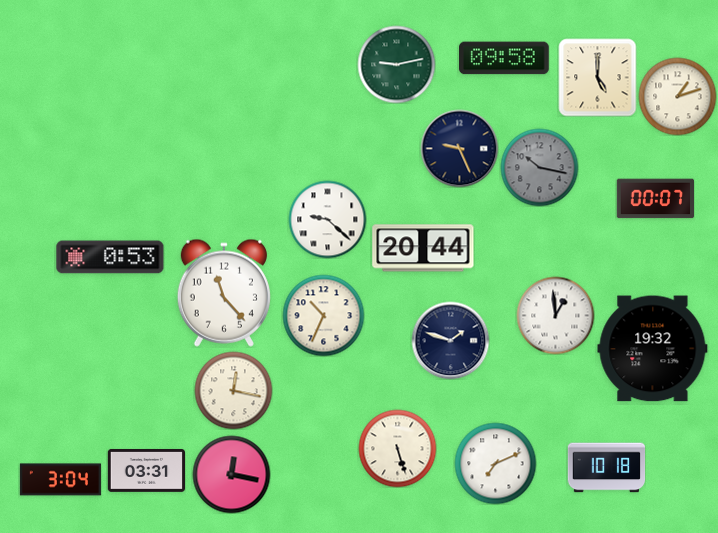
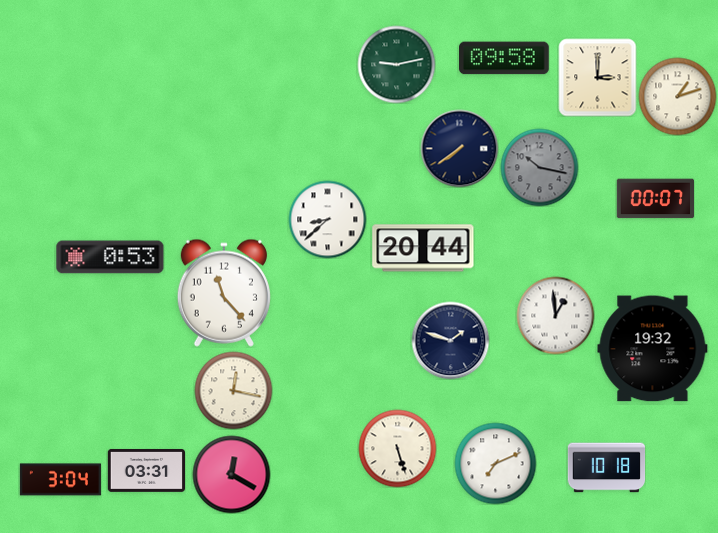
clock at (597, 77): 5:00 -> 3:00
clock at (459, 148): 9:26 -> 7:39
clock at (327, 219): 9:22 -> 8:38
clock at (323, 315): 10:34 -> none
clock at (231, 474): 12:17 -> 12:20
